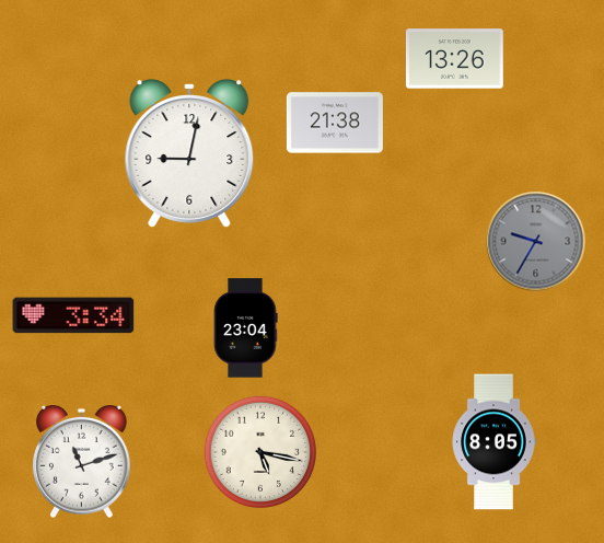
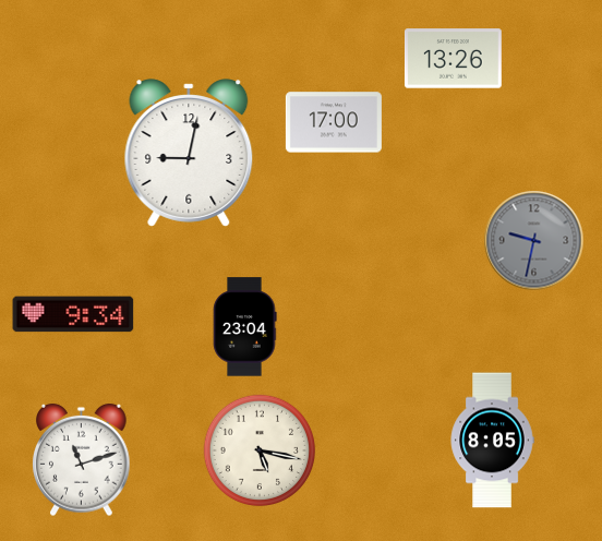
clock at (335, 123): 21:38 -> 17:00
clock at (536, 242): 9:35 -> 9:32
clock at (73, 315): 3:34 -> 9:34
